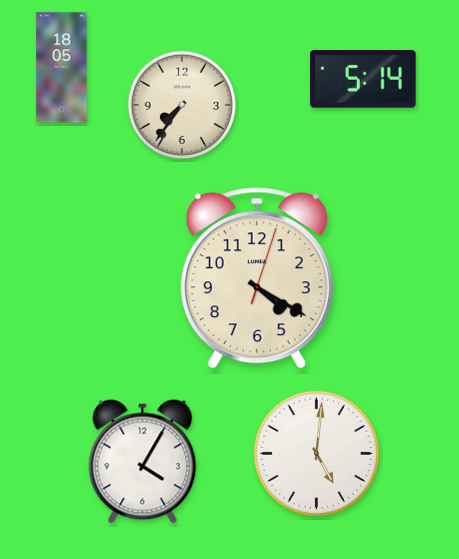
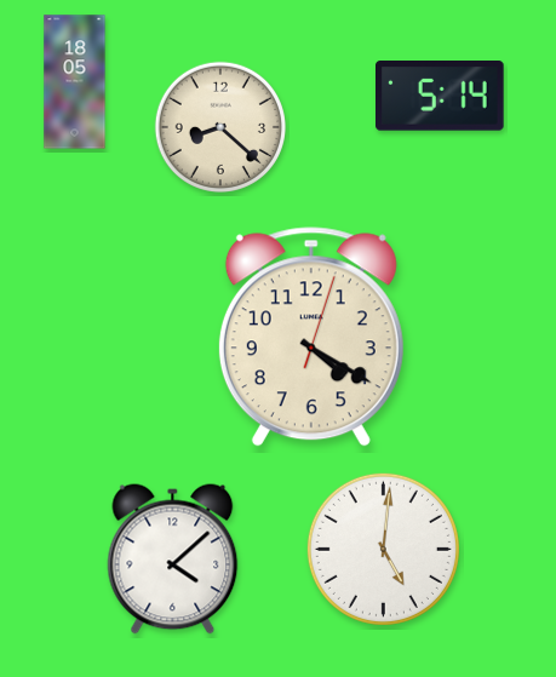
clock at (181, 104): 7:36 -> 8:22
clock at (143, 462): 4:05 -> 4:08
